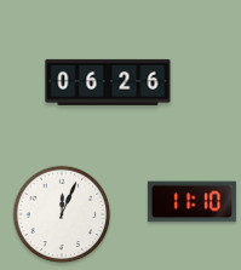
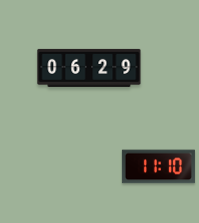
clock at (108, 82): 06:26 -> 06:29
clock at (62, 214): 12:04 -> none
